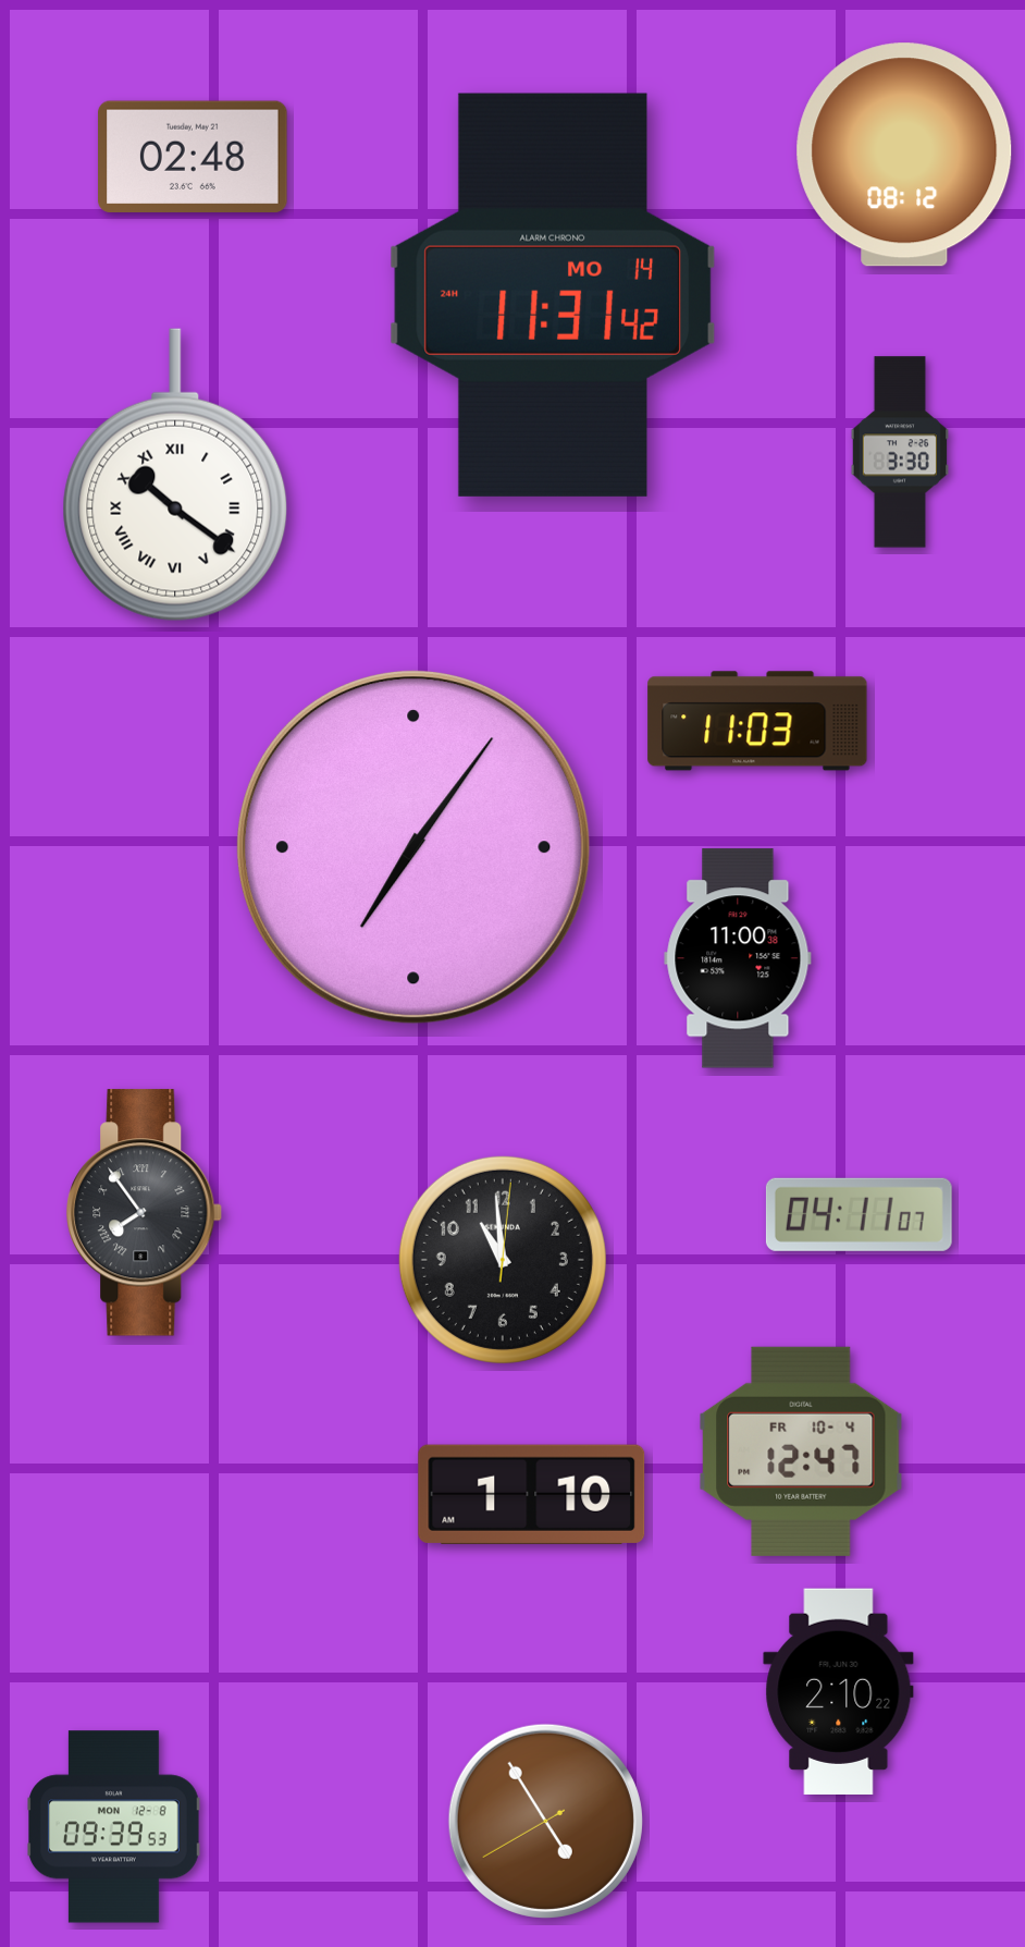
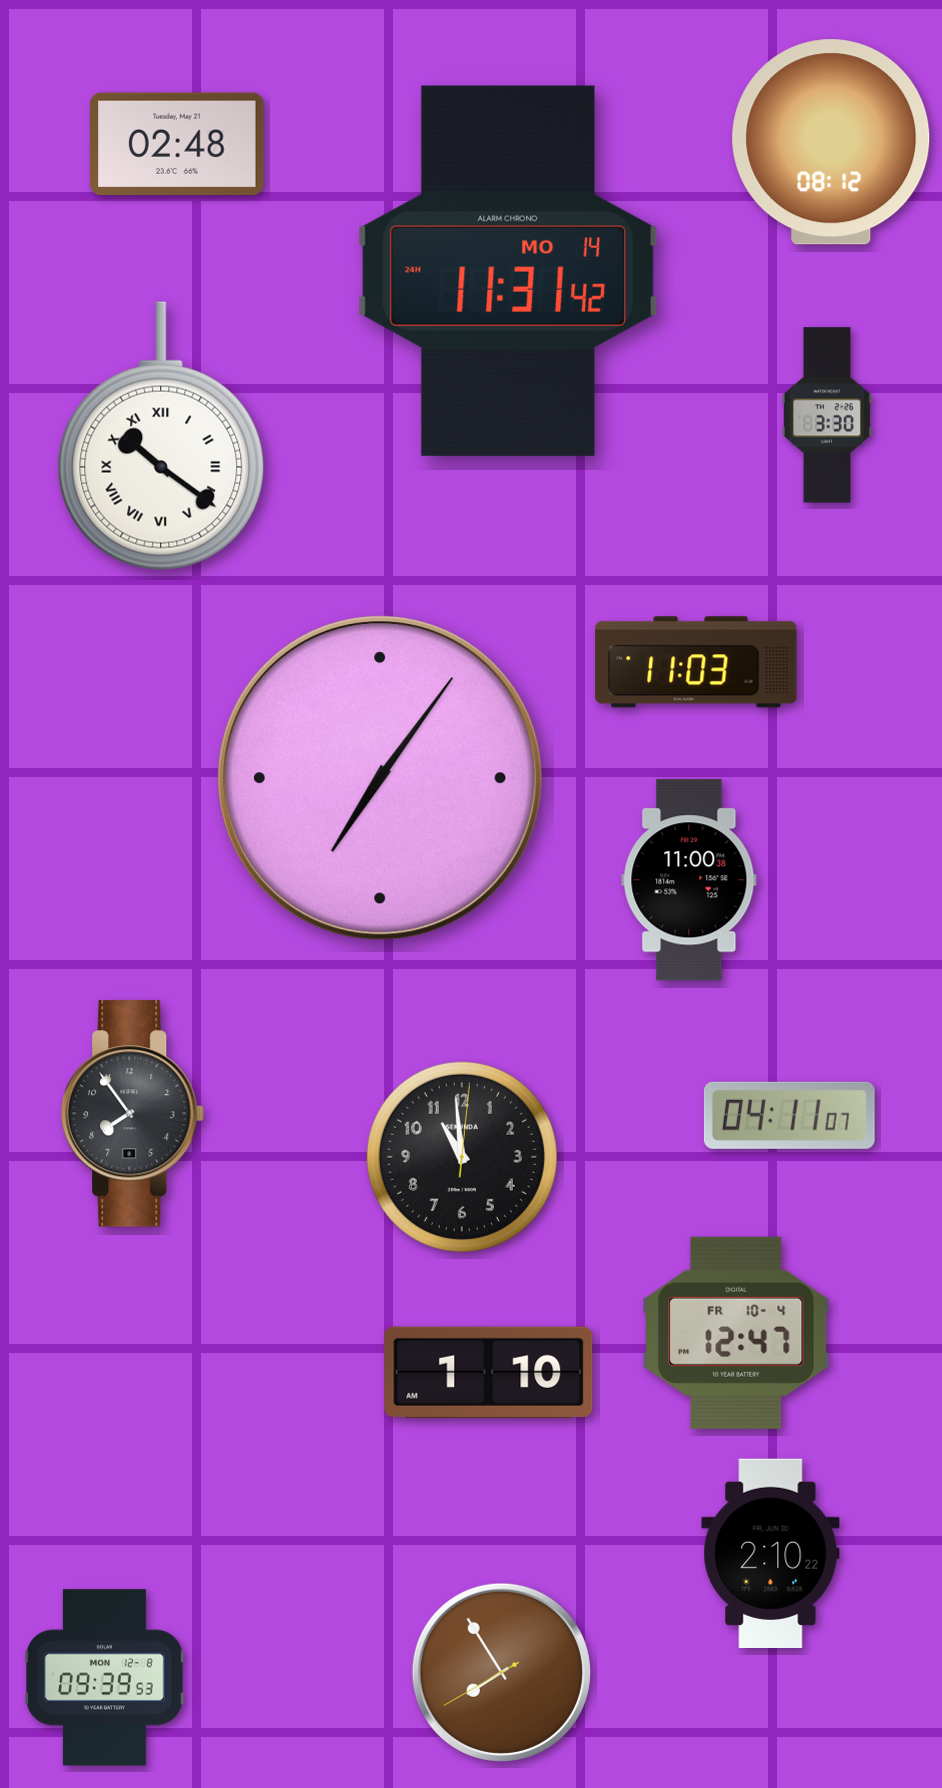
clock at (738, 958) position: (738, 958) -> (689, 880)
clock at (145, 1213) numerals: Roman -> Arabic
clock at (545, 1821): 4:54 -> 7:54
